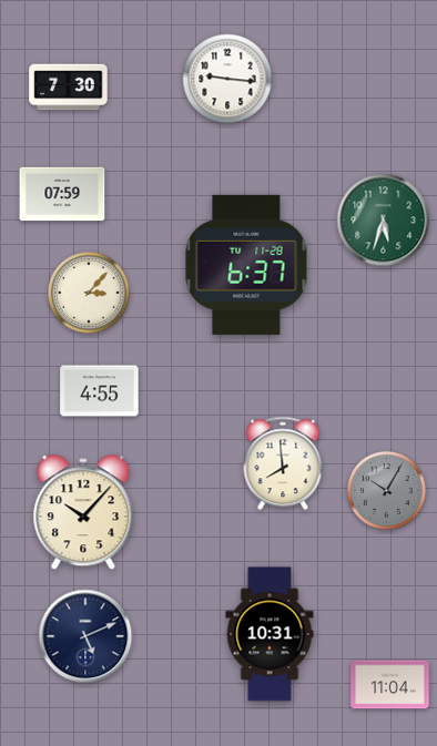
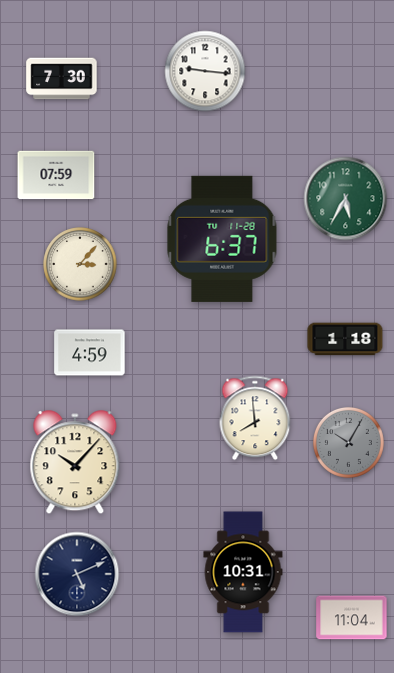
clock at (384, 221): 5:33 -> 5:35
clock at (345, 339): none -> 1:18
clock at (100, 391): 4:55 -> 4:59
